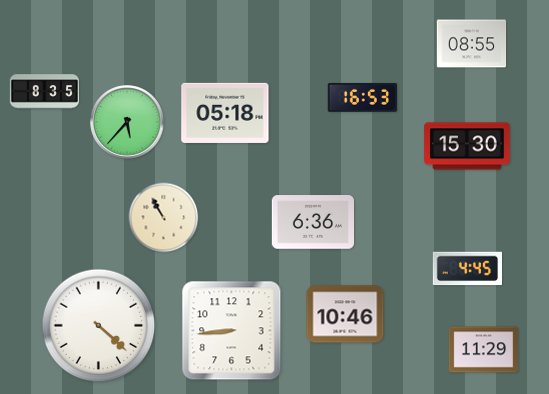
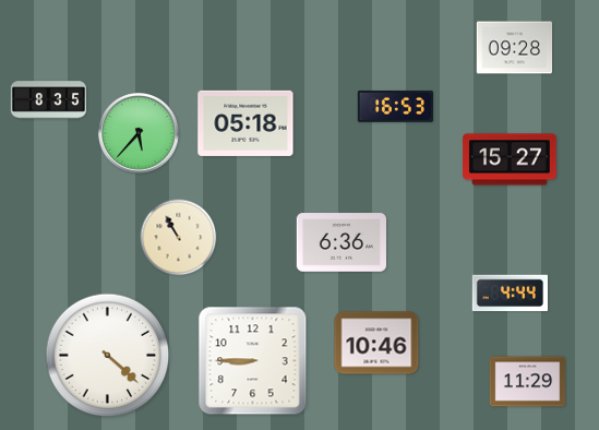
clock at (472, 44): 08:55 -> 09:28
clock at (467, 146): 15:30 -> 15:27
clock at (467, 269): 4:45 -> 4:44
clock at (232, 331): 8:44 -> 8:45
